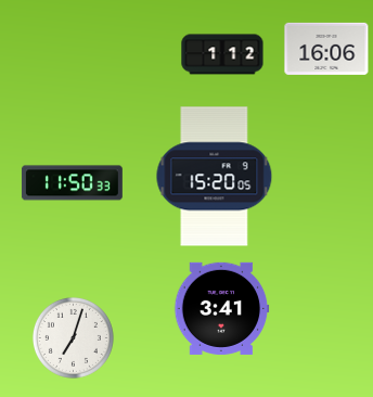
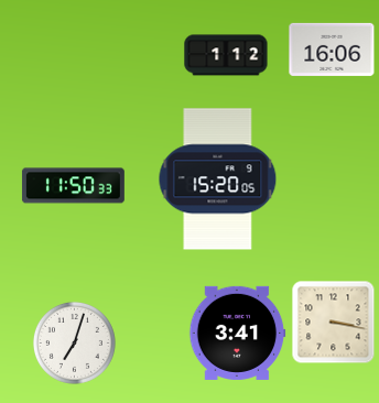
clock at (221, 308) position: (221, 308) -> (237, 333)
clock at (334, 323): none -> 3:17
